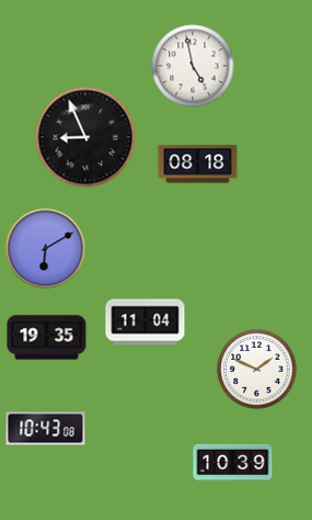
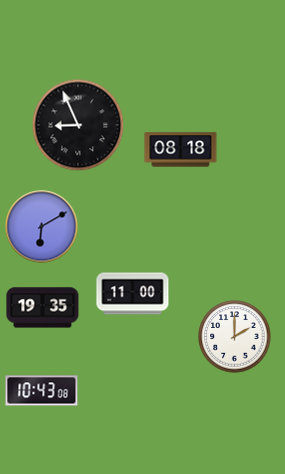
clock at (193, 66): 4:58 -> none
clock at (146, 323): 11:04 -> 11:00
clock at (257, 370): 1:49 -> 2:00
clock at (233, 463): 10:39 -> none
